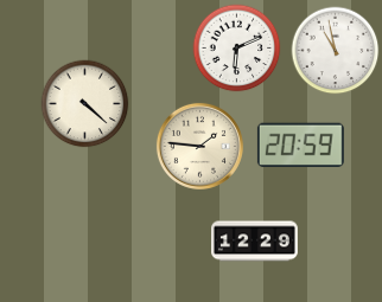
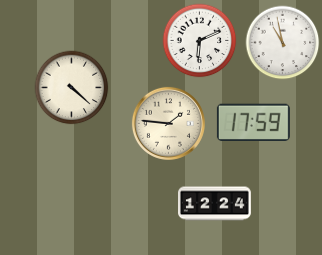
clock at (300, 144): 20:59 -> 17:59
clock at (255, 242): 12:29 -> 12:24
